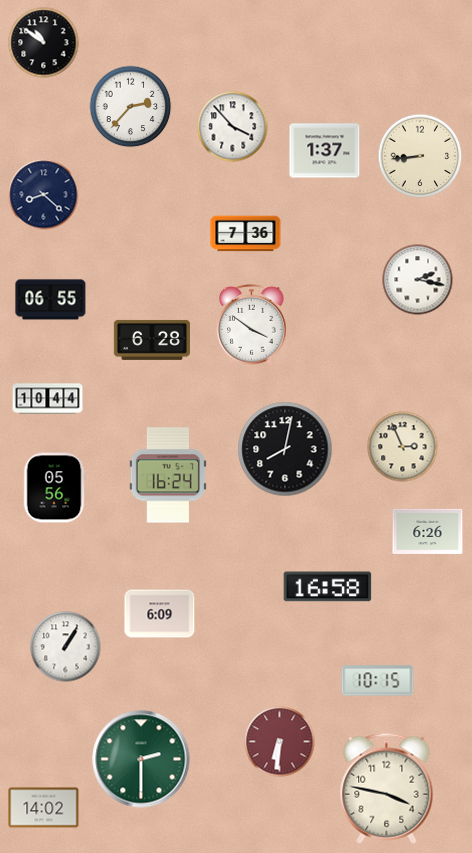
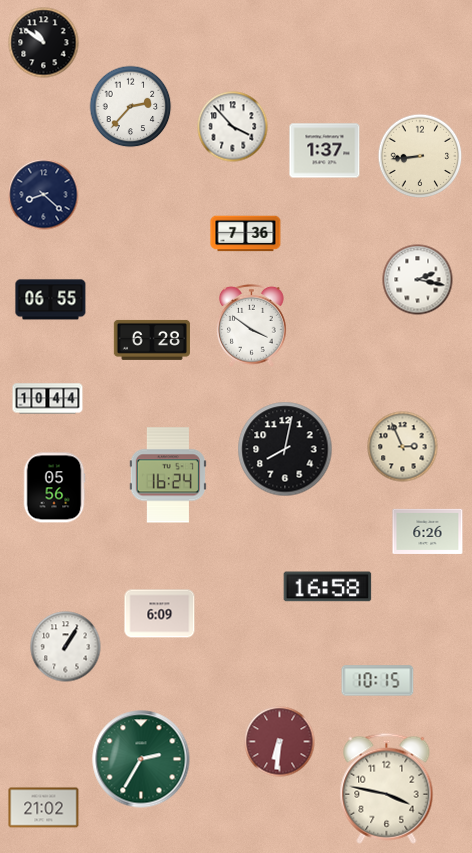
clock at (141, 759): 2:30 -> 2:35
clock at (44, 808): 14:02 -> 21:02
